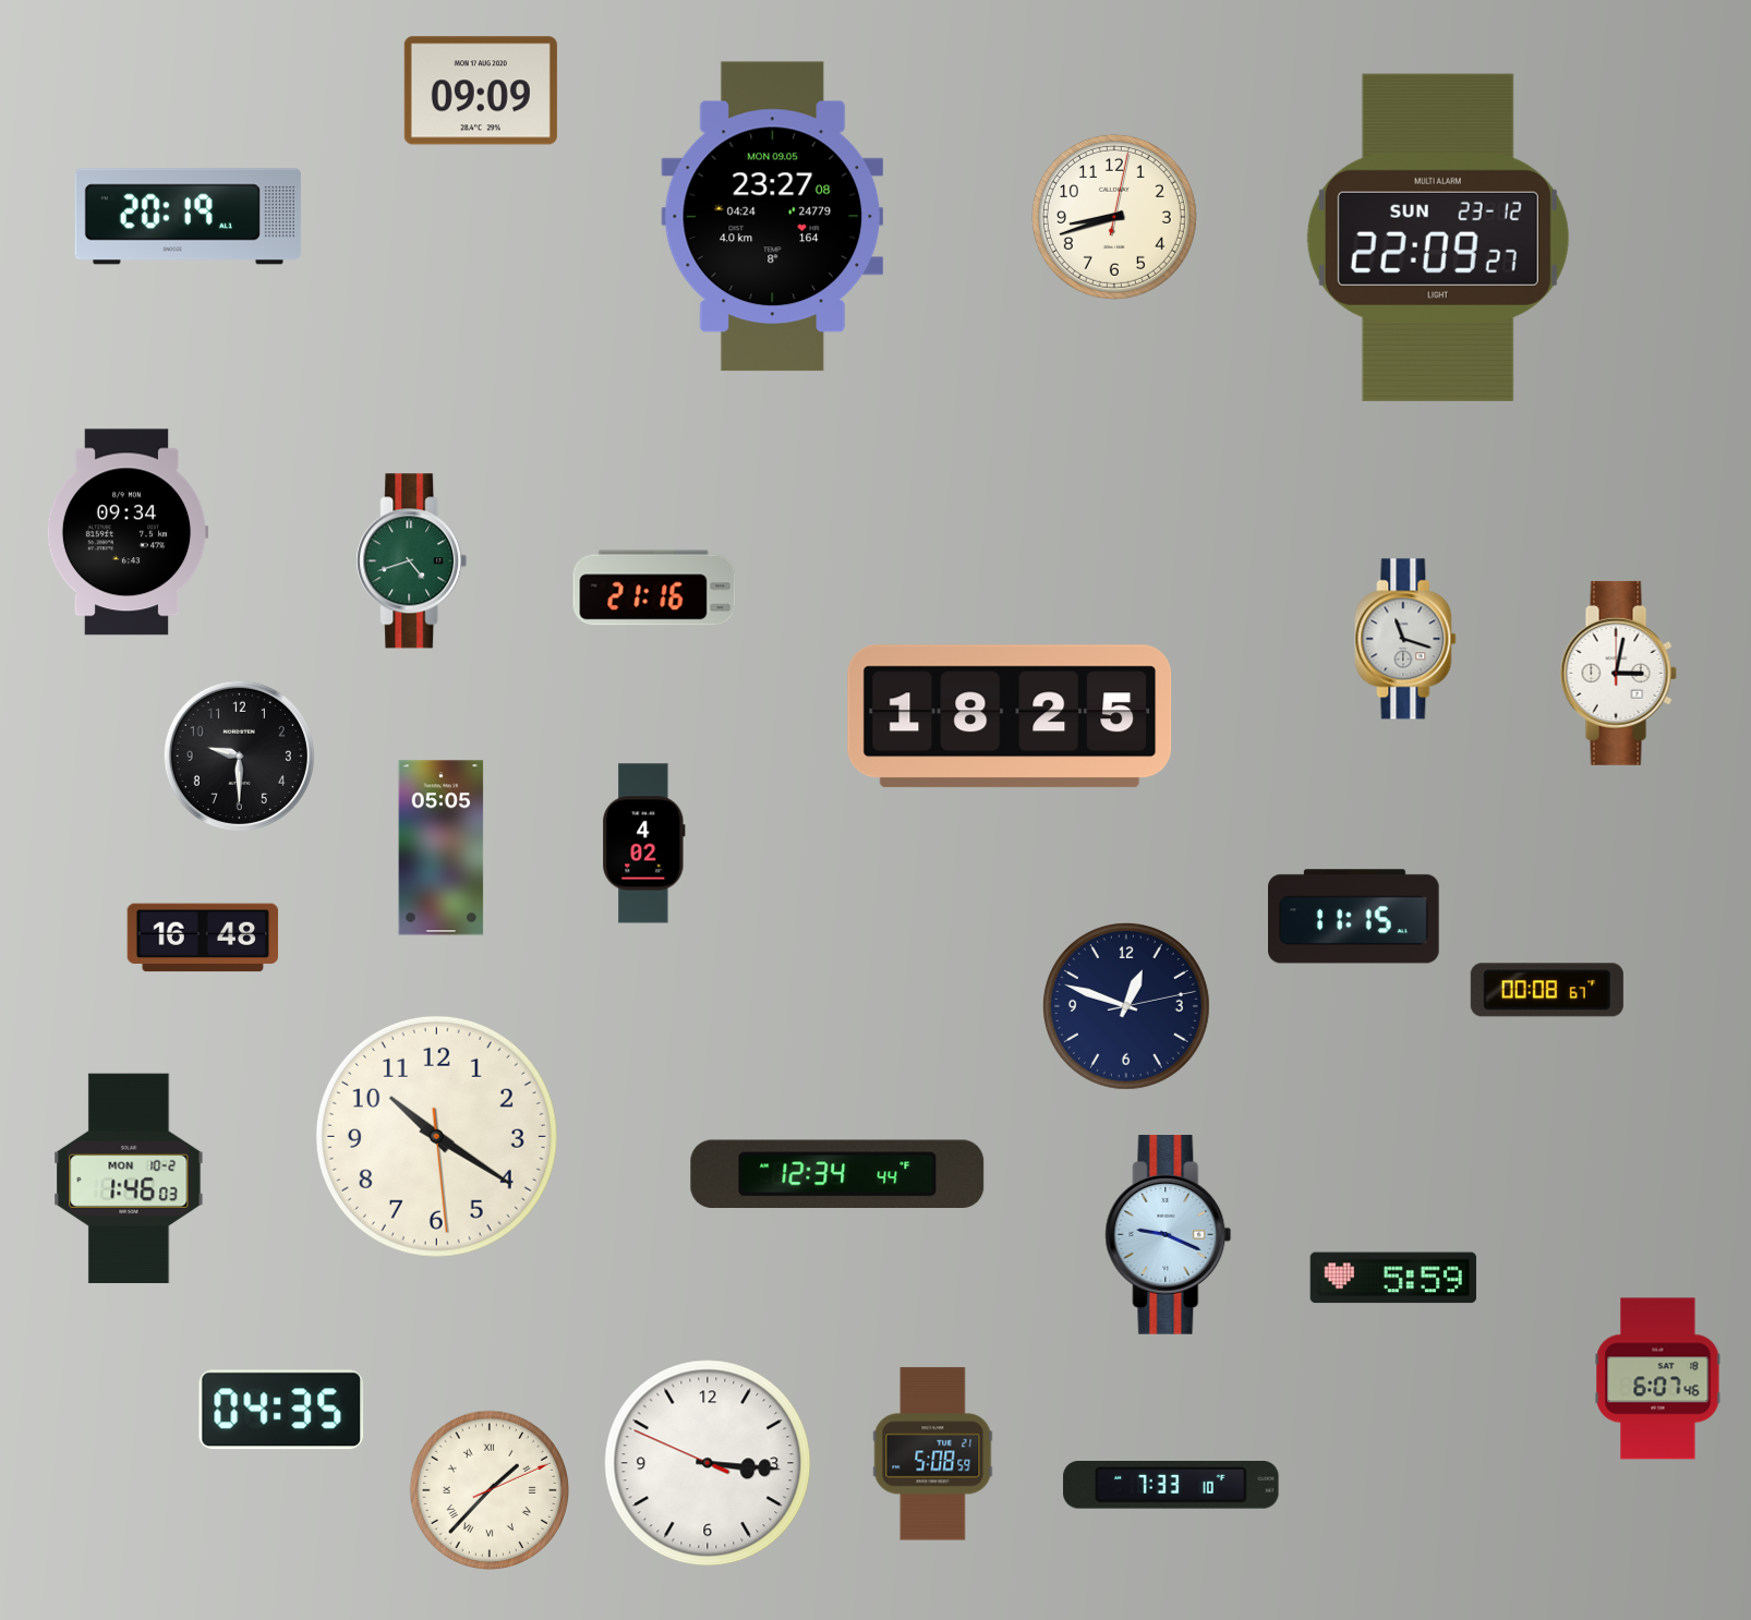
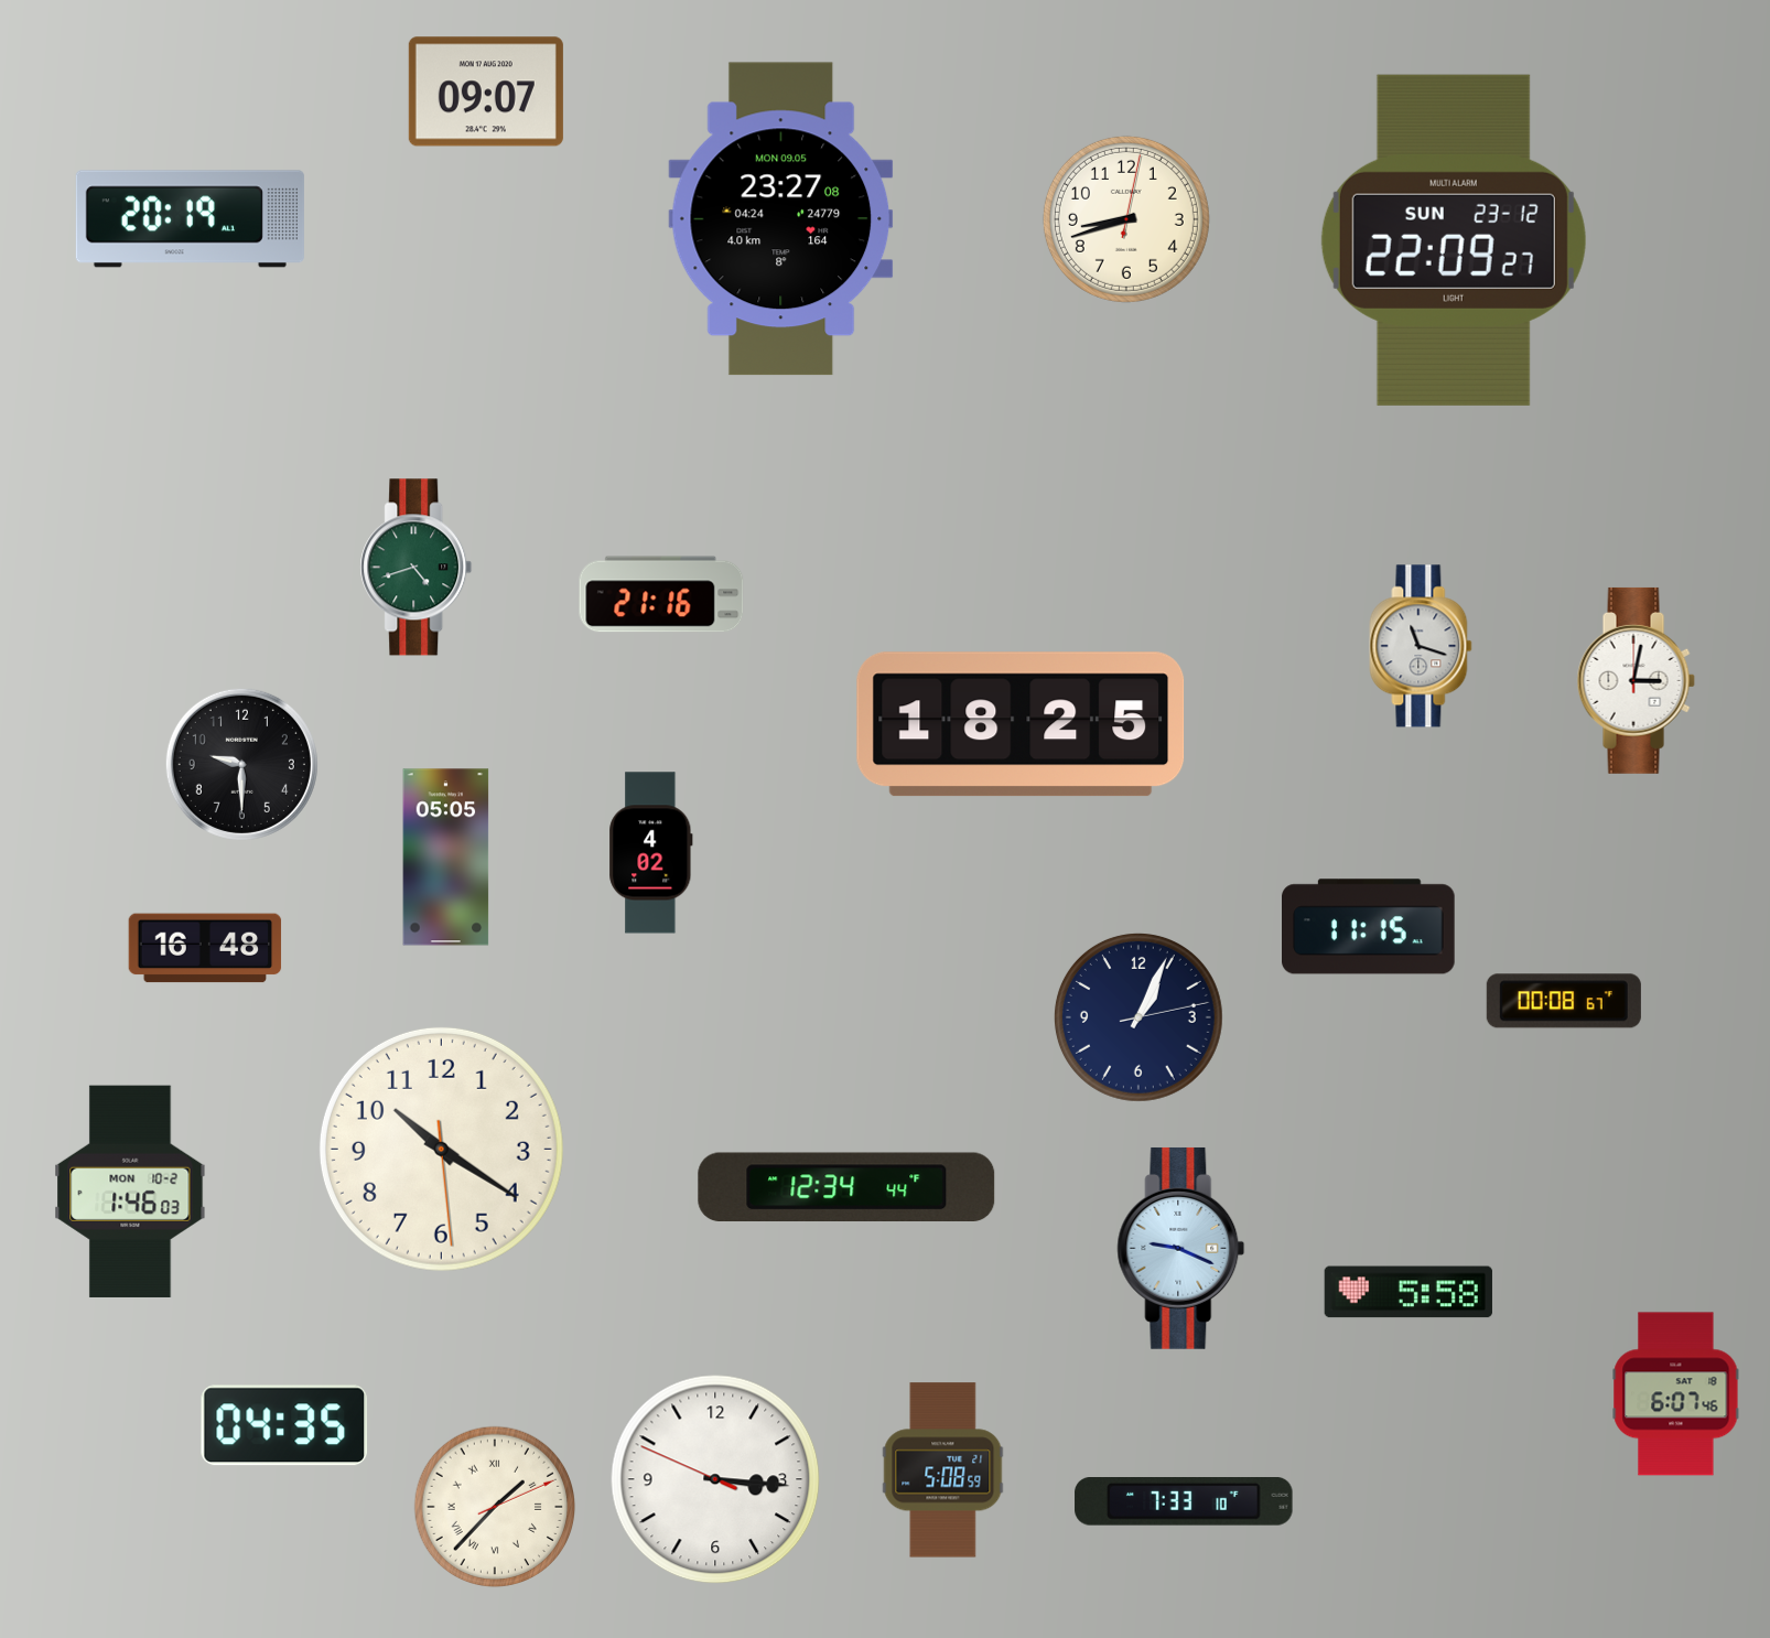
clock at (481, 90): 09:09 -> 09:07
clock at (128, 532): 09:34 -> none
clock at (1126, 1006): 12:48 -> 1:04
clock at (1393, 1278): 5:59 -> 5:58
